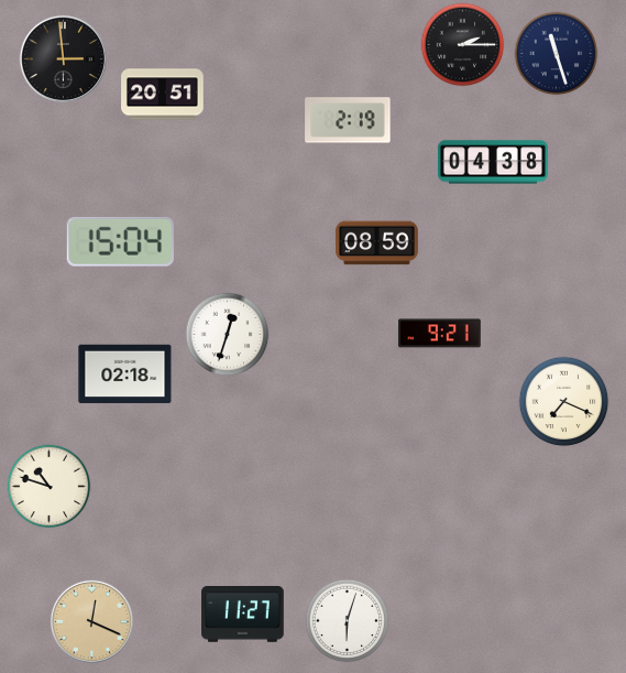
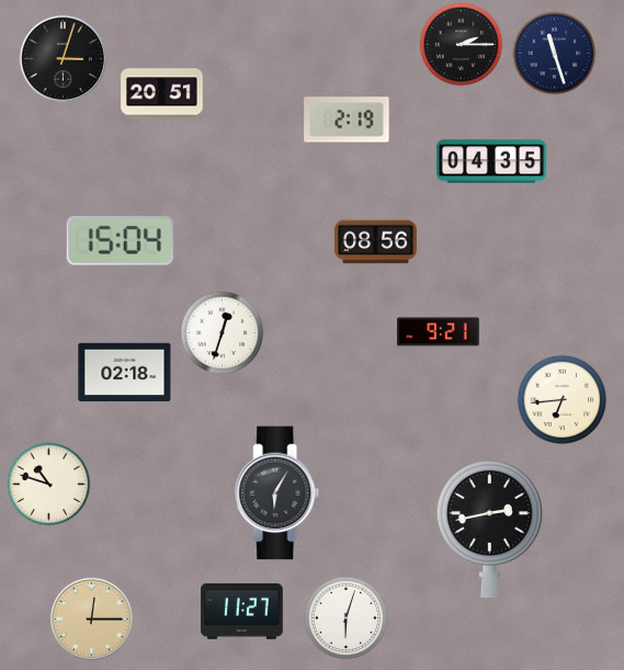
clock at (63, 58): 2:59 -> 3:03
clock at (493, 162): 04:38 -> 04:35
clock at (377, 243): 08:59 -> 08:56
clock at (228, 335) position: (228, 335) -> (223, 333)
clock at (564, 402): 7:19 -> 6:44
clock at (277, 493): none -> 6:05
clock at (489, 529): none -> 2:43
clock at (91, 621): 12:19 -> 12:15
